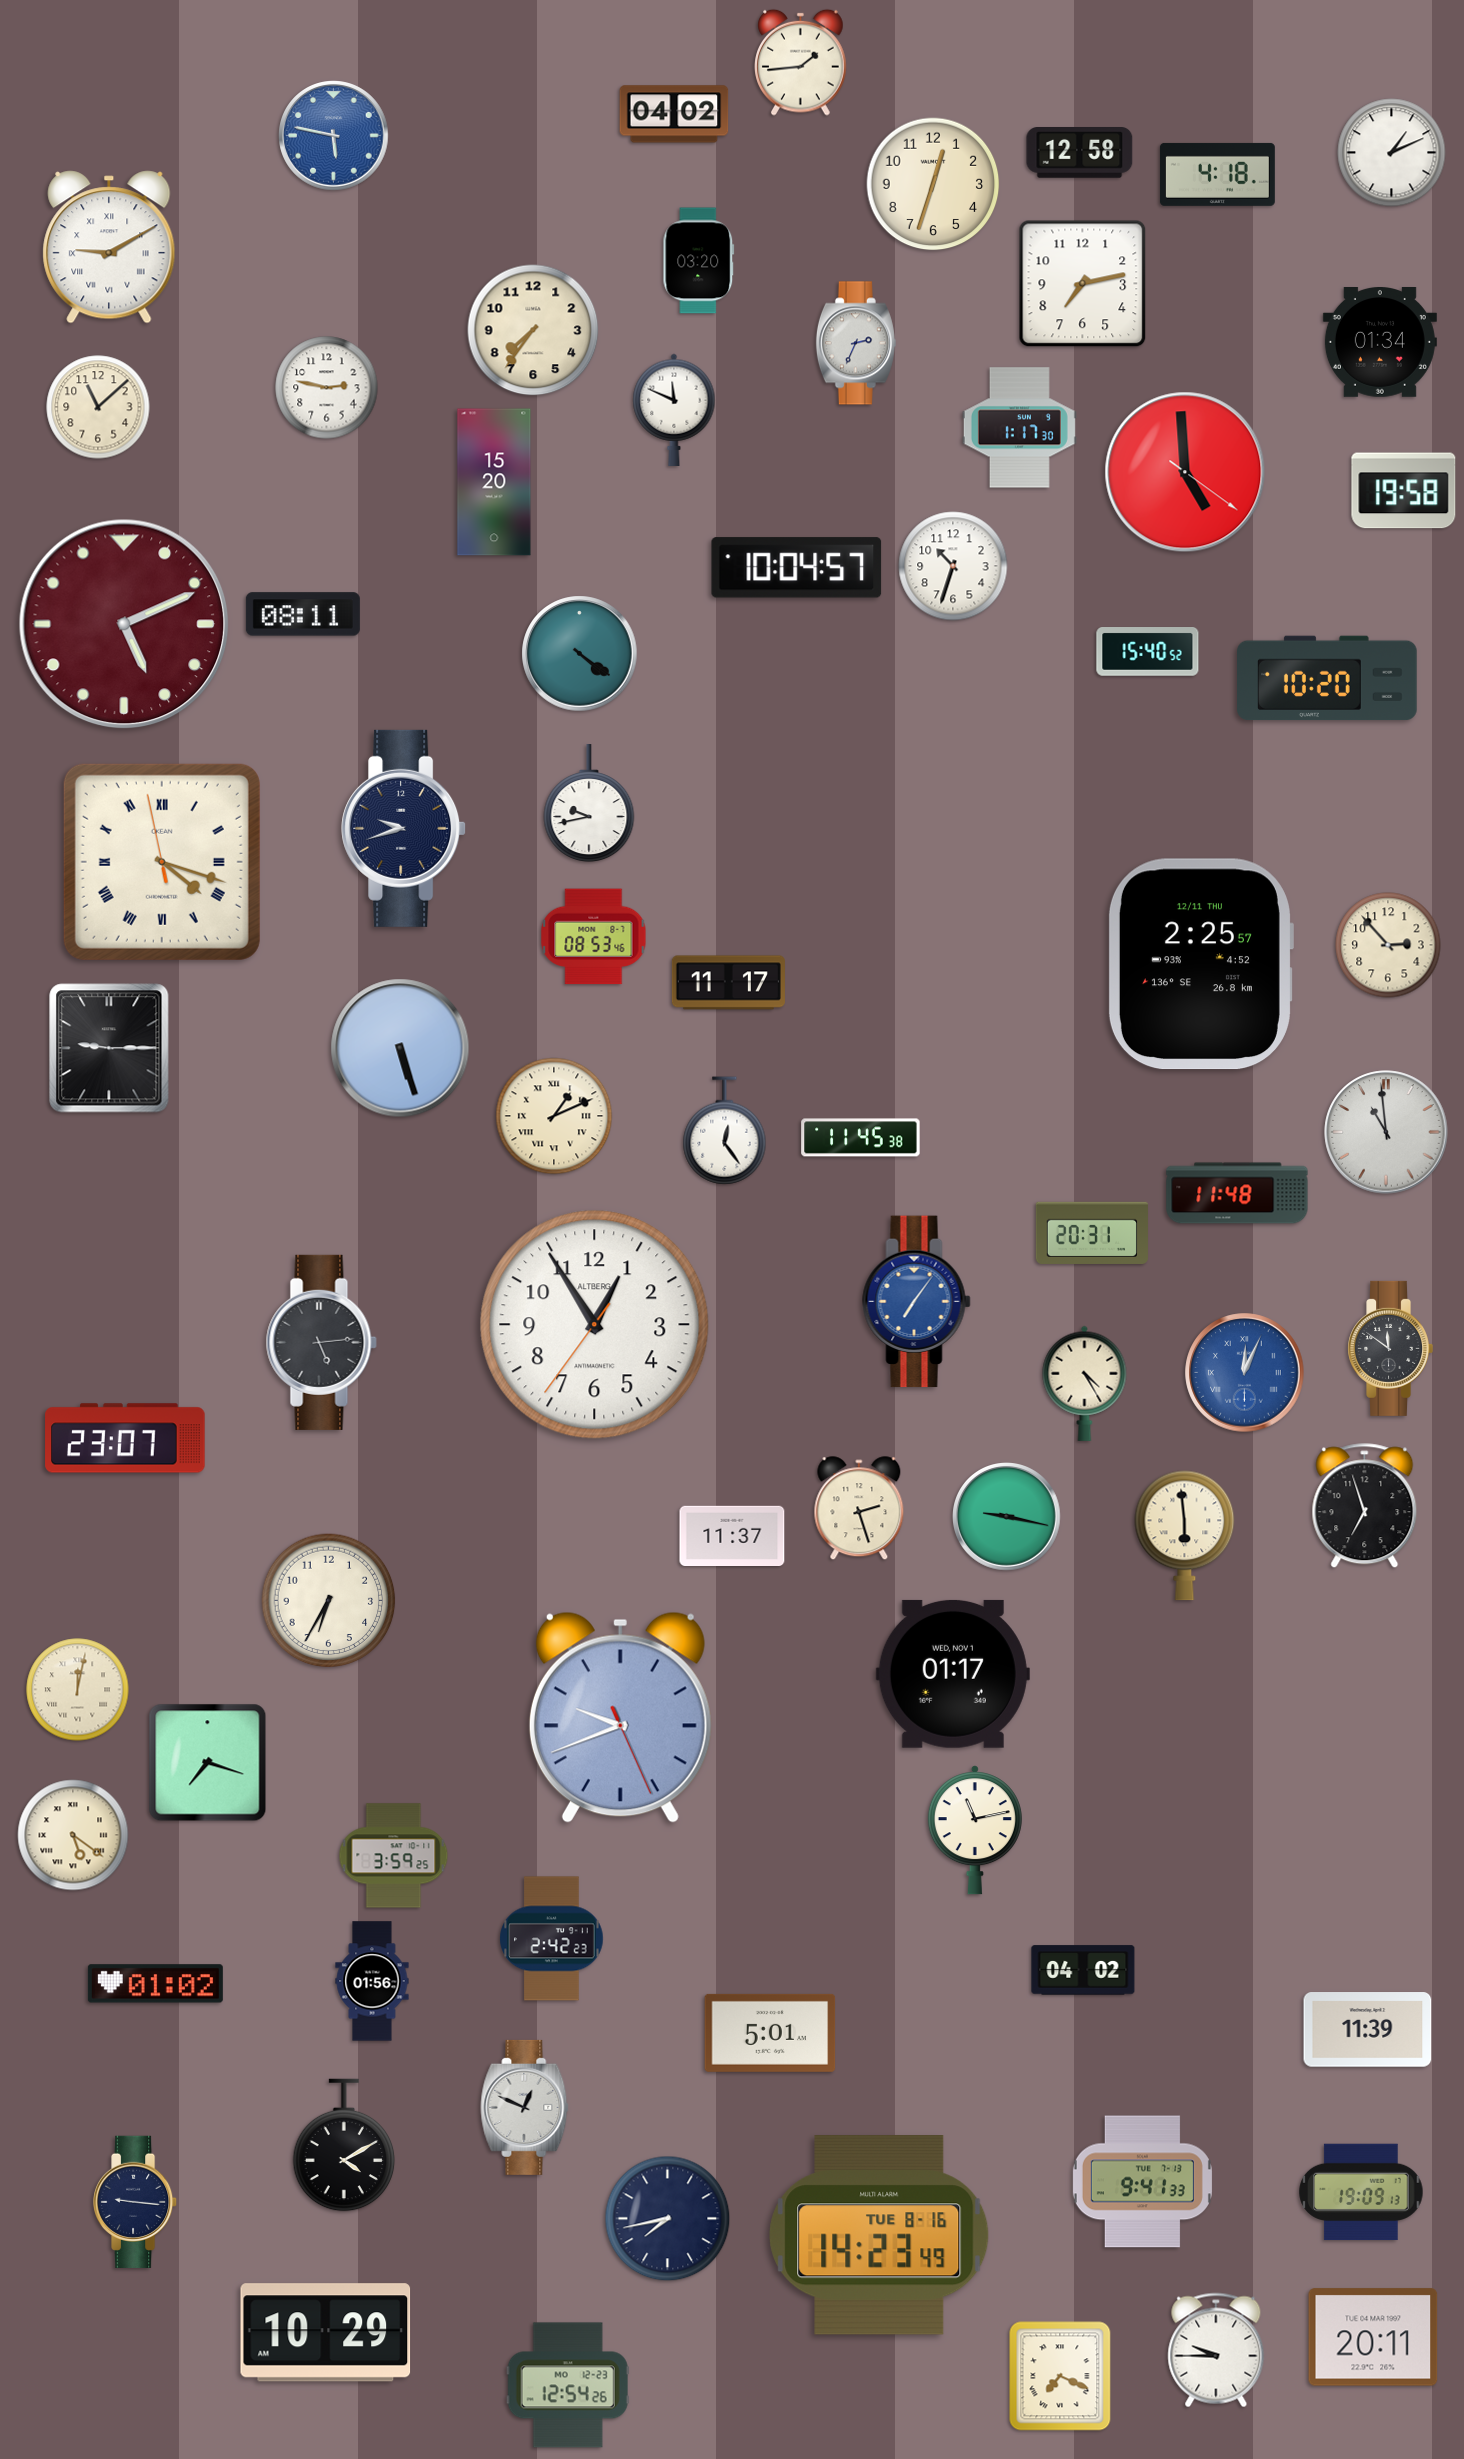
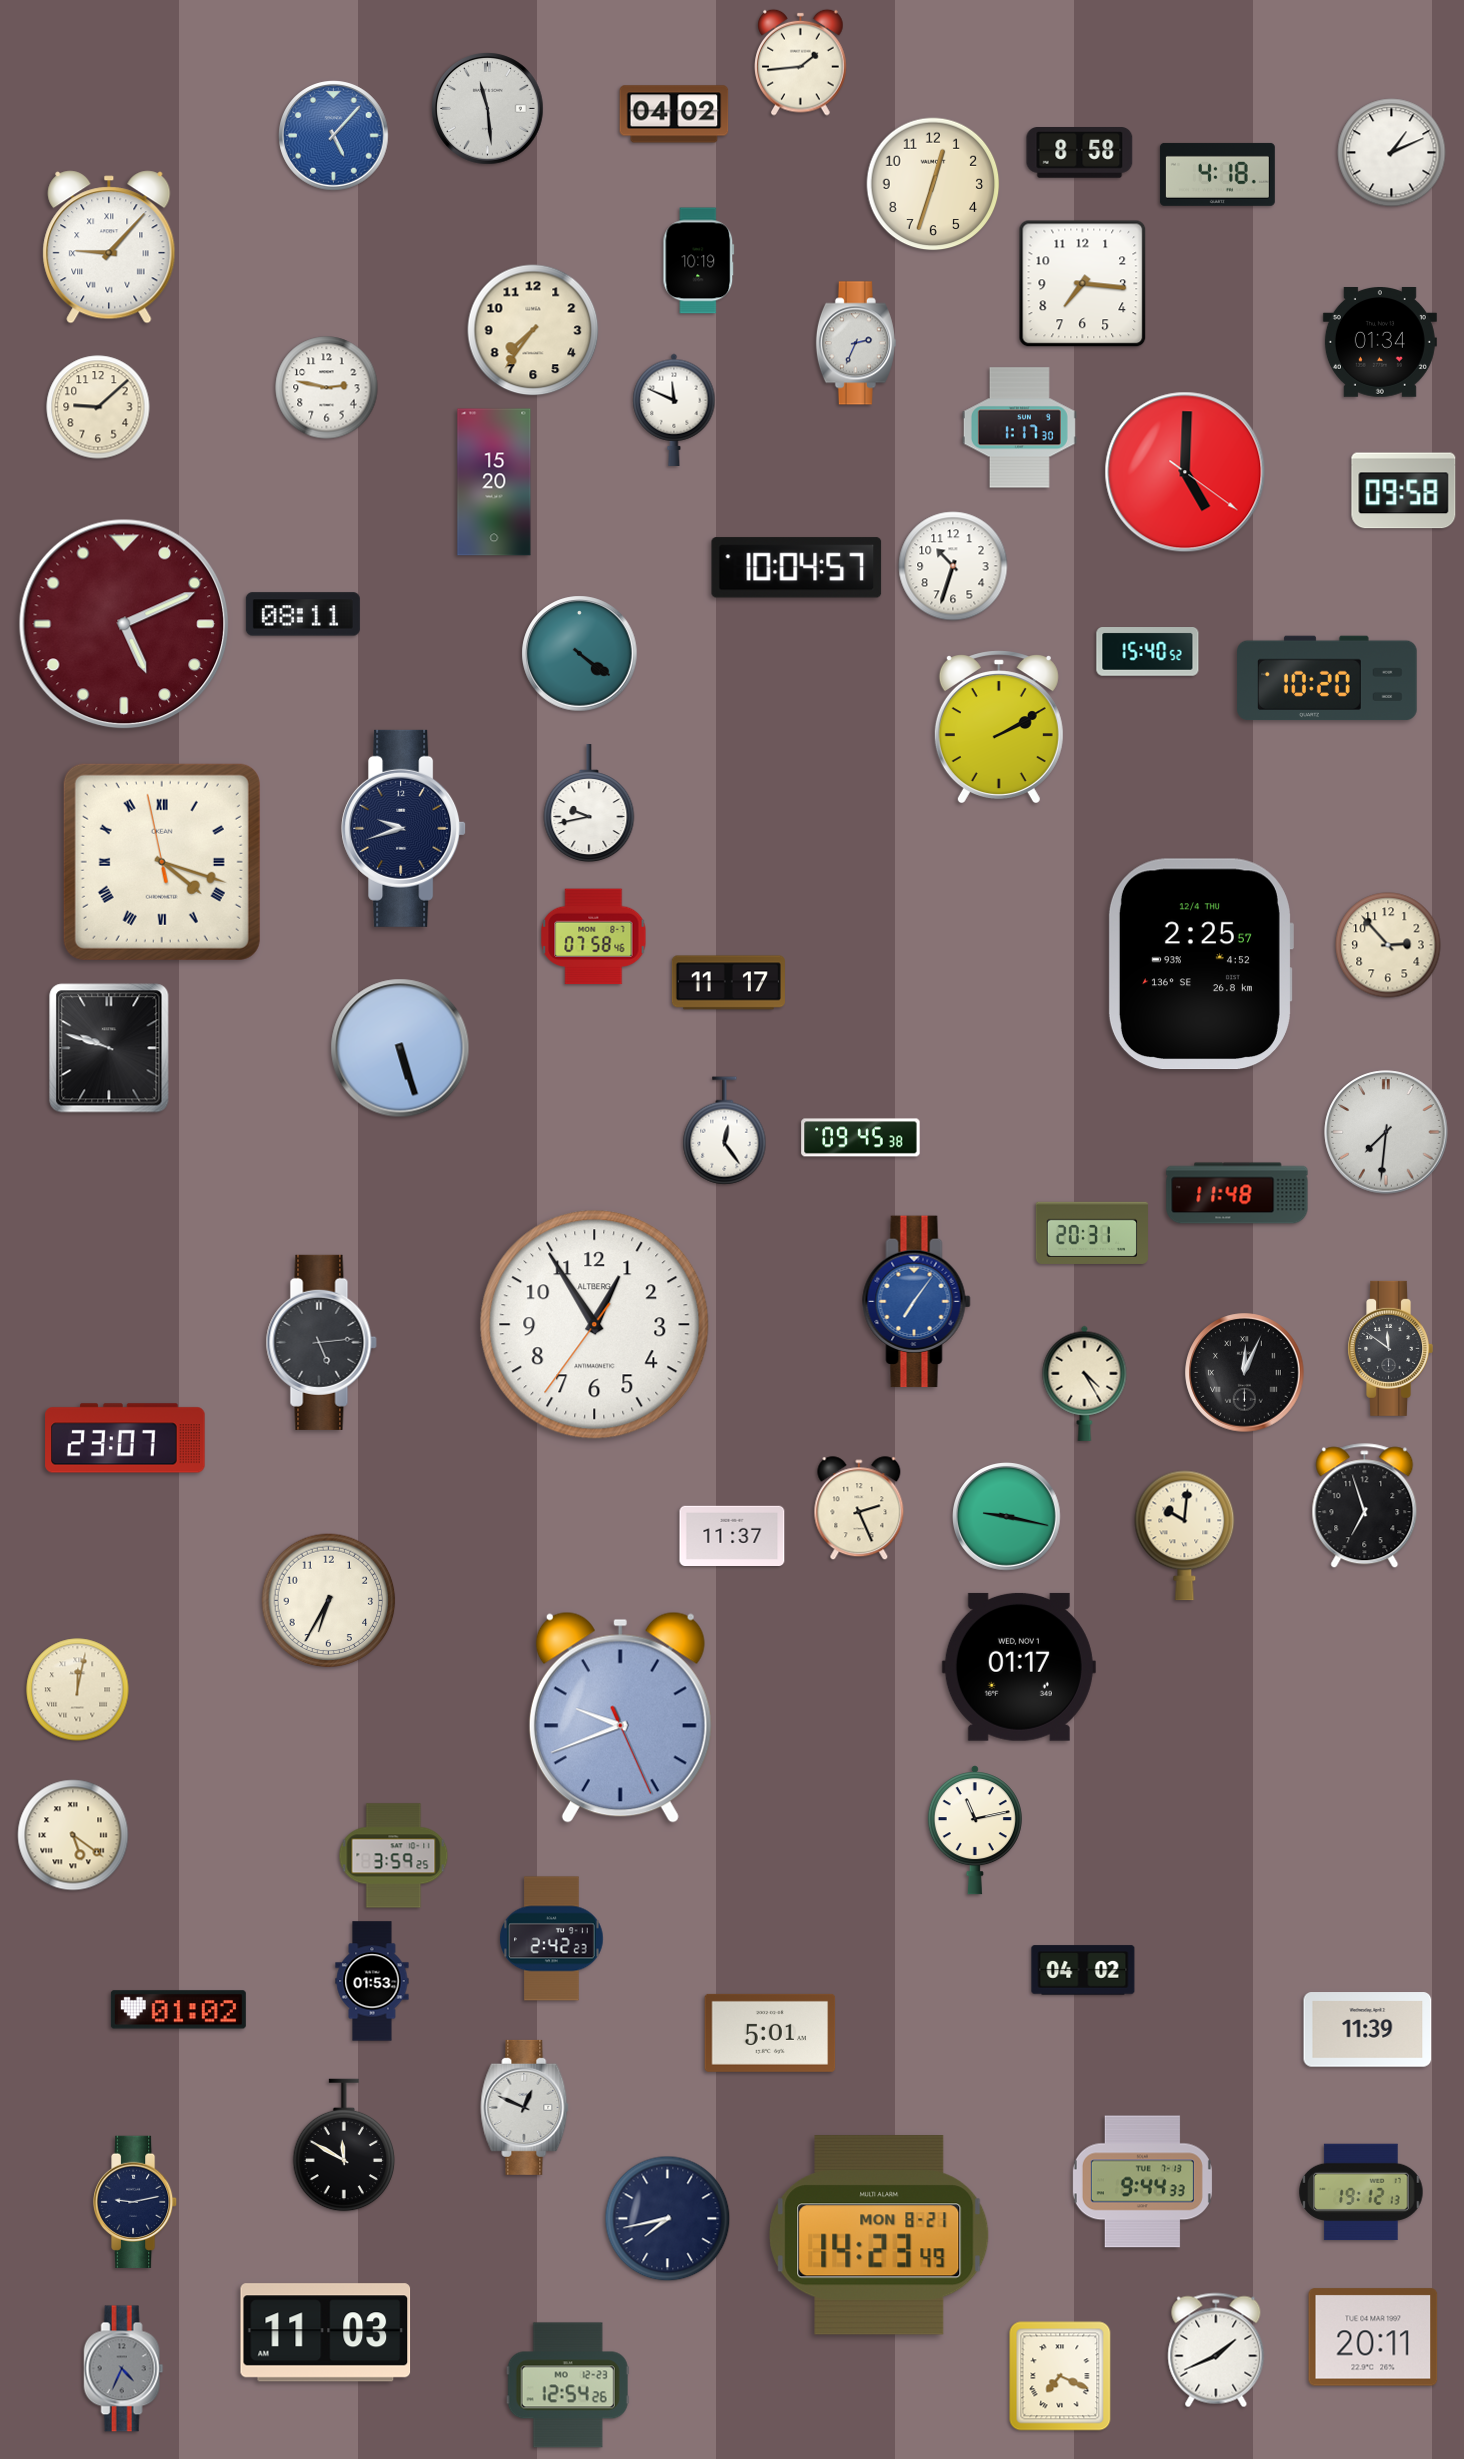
clock at (488, 109): none -> 11:29
clock at (334, 136): 5:47 -> 5:07
clock at (1080, 153): 12:58 -> 8:58
clock at (109, 247): 9:10 -> 9:07
clock at (699, 261): 03:20 -> 10:19
clock at (1083, 284): 7:13 -> 7:16
clock at (98, 407): 11:08 -> 9:08
clock at (1185, 472): 4:59 -> 5:00
clock at (1404, 491): 19:58 -> 09:58
clock at (999, 726): none -> 2:10
clock at (594, 937): 08:53 -> 07:58
clock at (1200, 964) date: 12/11 THU -> 12/4 THU
clock at (109, 1048): 9:15 -> 9:48
clock at (554, 1116): 1:11 -> none
clock at (1386, 1132): 10:59 -> 7:31
clock at (861, 1138): 11:45 -> 09:45
clock at (1245, 1373) dial: blue -> black
clock at (859, 1509): 2:27 -> 2:26
clock at (1185, 1536): 5:59 -> 10:01
clock at (953, 1674) position: (953, 1674) -> (1019, 1667)
clock at (208, 1763): 7:18 -> none
clock at (372, 1981): 01:56 -> 01:53
clock at (155, 1984) position: (155, 1984) -> (178, 2010)
clock at (344, 2145): 4:10 -> 11:50
clock at (1142, 2182): 9:41 -> 9:44
clock at (1361, 2192): 19:09 -> 19:12
clock at (136, 2202): 9:16 -> 9:13
clock at (879, 2235) date: TUE 8-16 -> MON 8-21
clock at (326, 2333): 10:29 -> 11:03
clock at (1216, 2350): 9:45 -> 1:41
clock at (124, 2369): none -> 4:34
